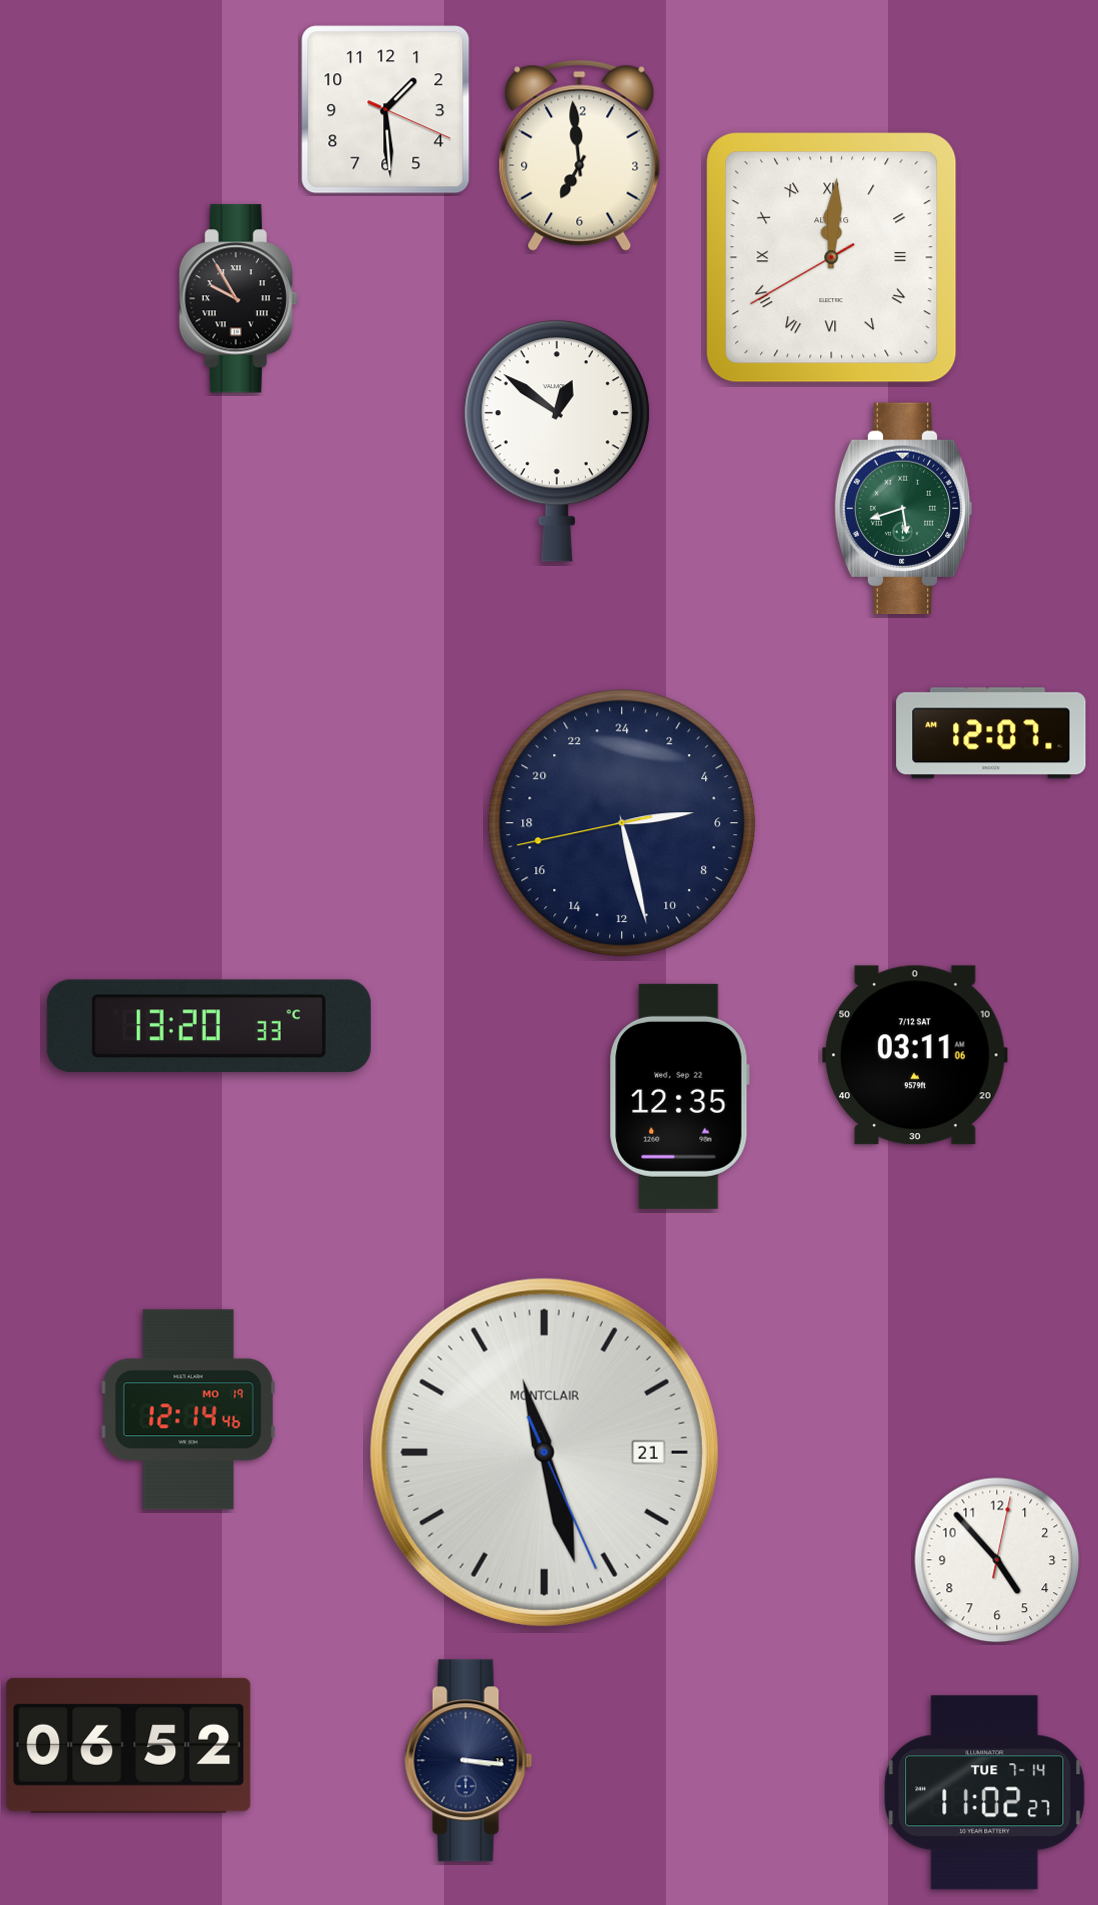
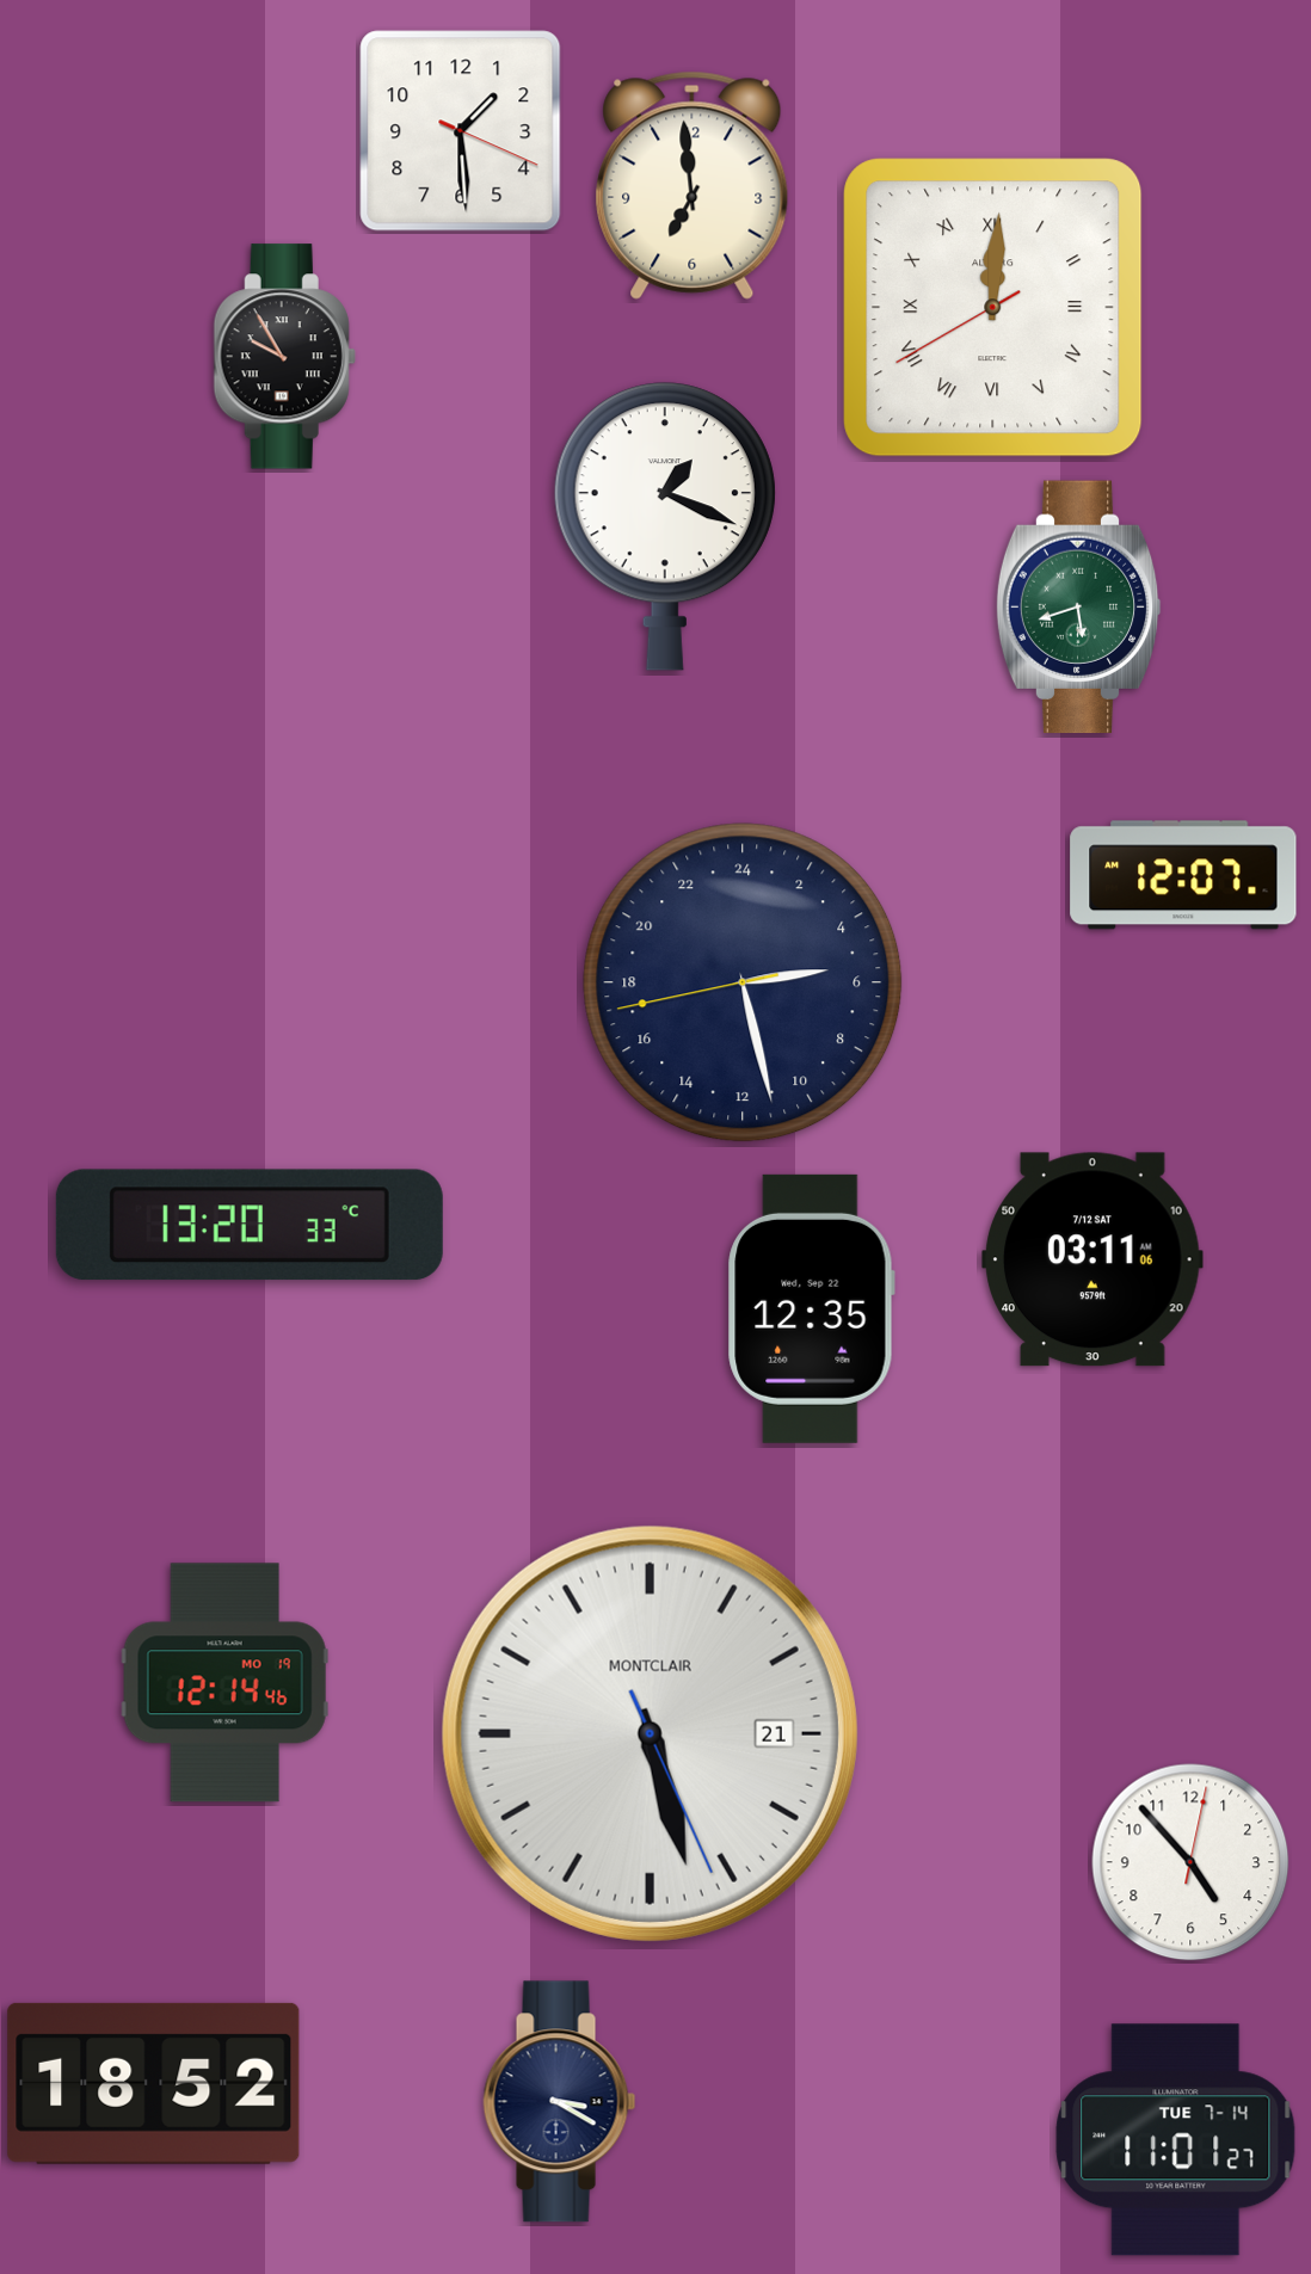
clock at (557, 441): 12:51 -> 1:19
clock at (544, 1452): 11:27 -> 5:27
clock at (129, 1745): 06:52 -> 18:52
clock at (469, 1761): 3:16 -> 3:20
clock at (985, 1793): 11:02 -> 11:01
